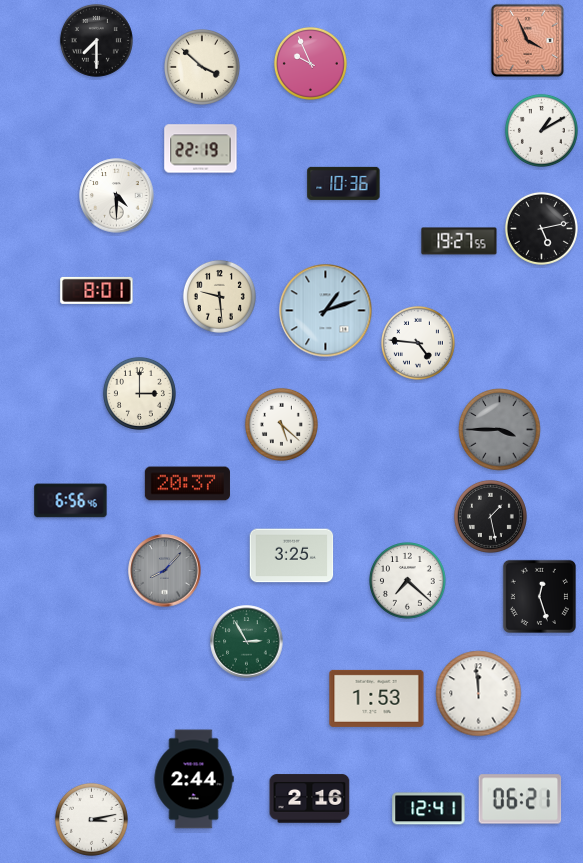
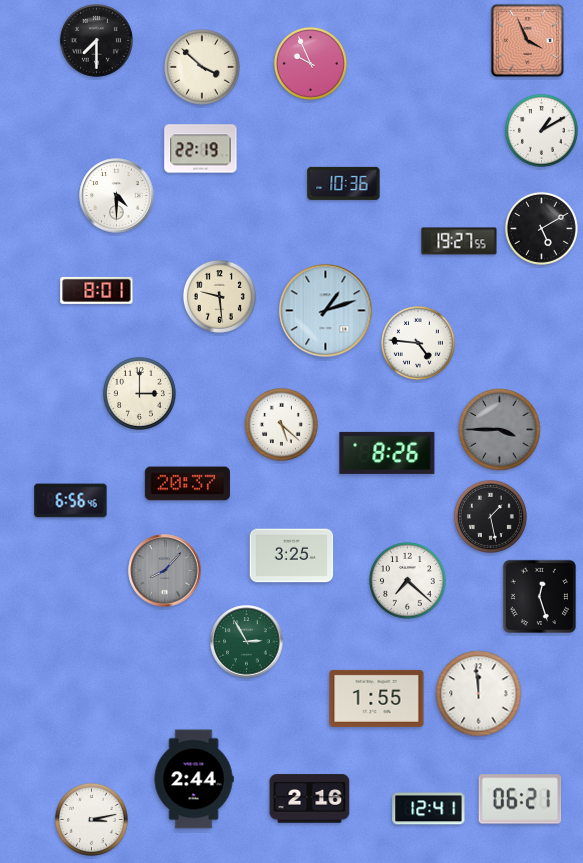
clock at (541, 228): 5:13 -> 5:10
clock at (387, 453): none -> 8:26
clock at (377, 698): 1:53 -> 1:55
